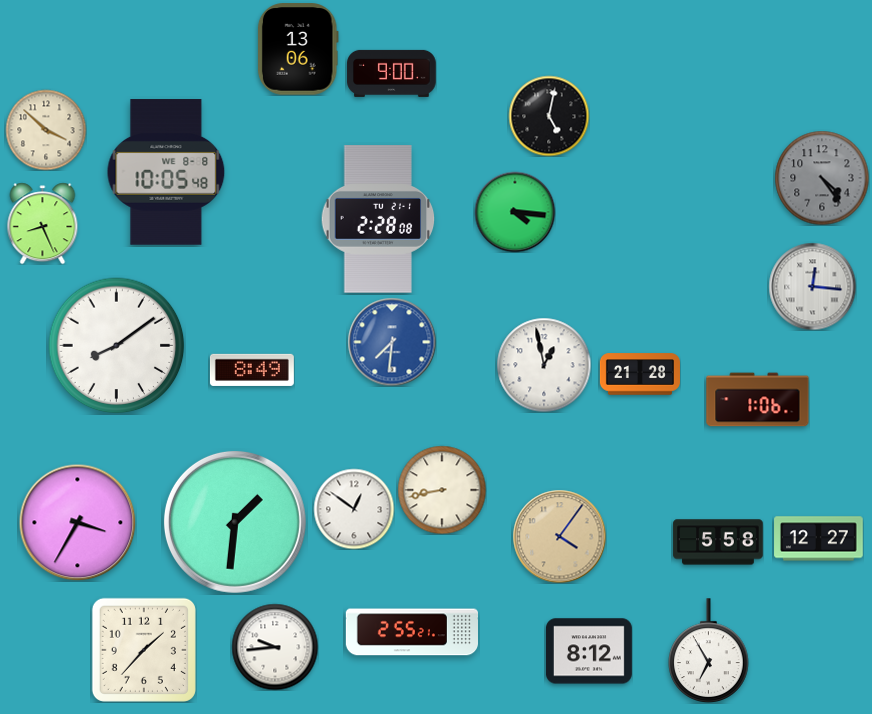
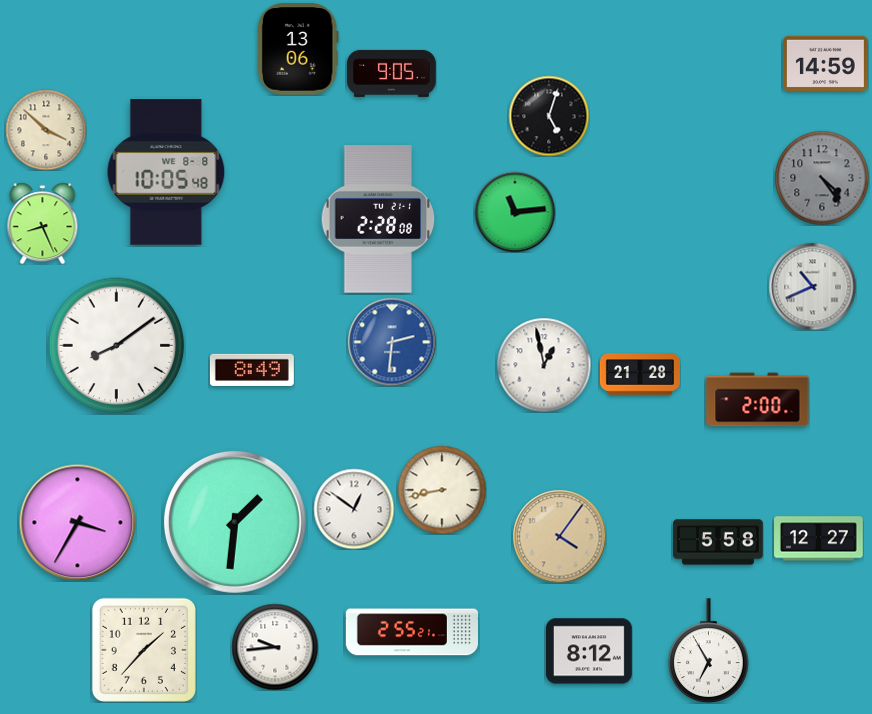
clock at (825, 63): none -> 14:59
clock at (392, 73): 9:00 -> 9:05
clock at (549, 116): 5:02 -> 5:03
clock at (515, 212): 4:16 -> 11:14
clock at (812, 286): 12:16 -> 10:41
clock at (392, 342): 7:31 -> 2:31
clock at (758, 400): 1:06 -> 2:00
